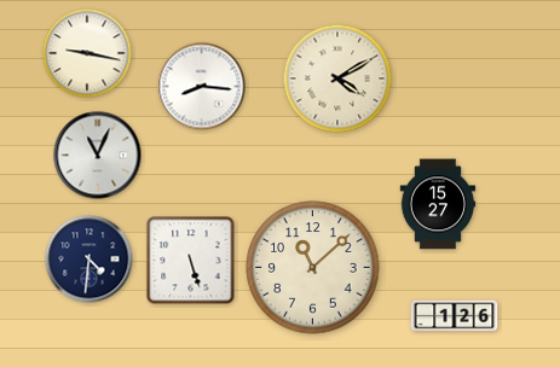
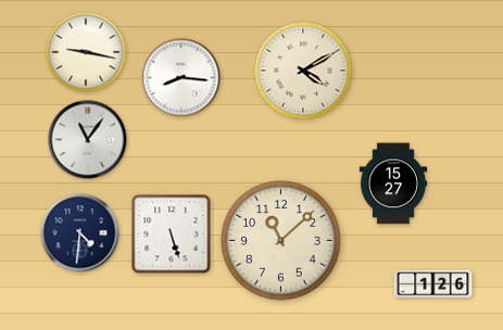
clock at (87, 53) position: (87, 53) -> (86, 52)
clock at (98, 156): 11:04 -> 11:06
clock at (455, 316) position: (455, 316) -> (433, 284)
